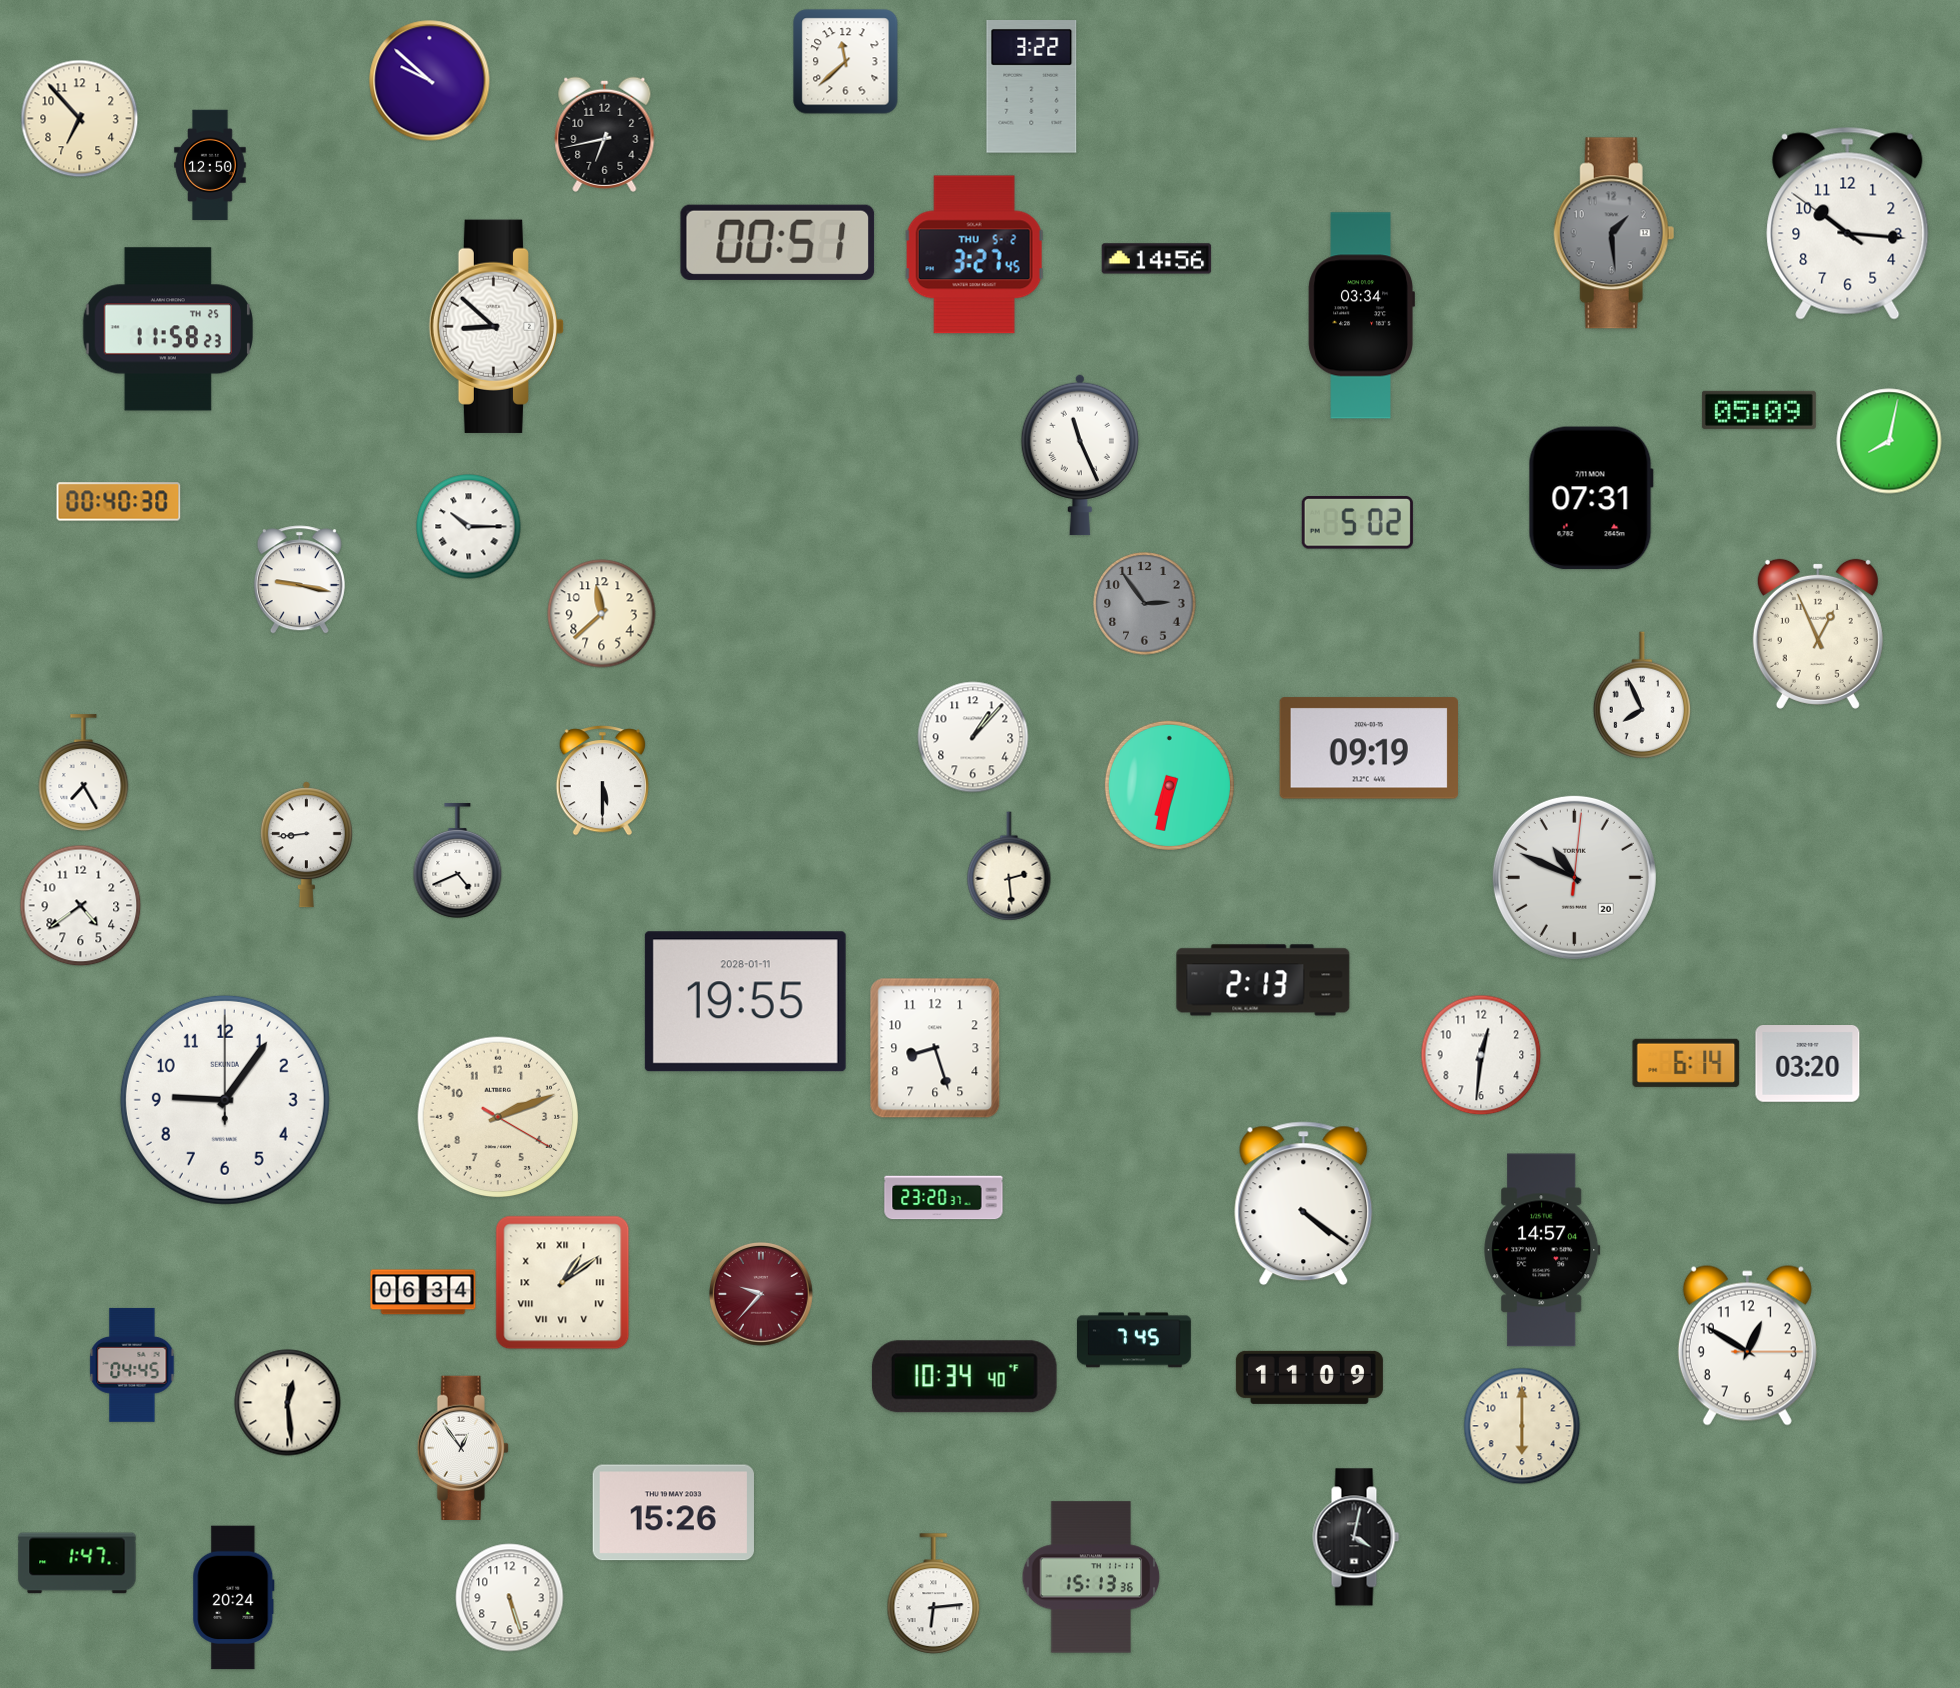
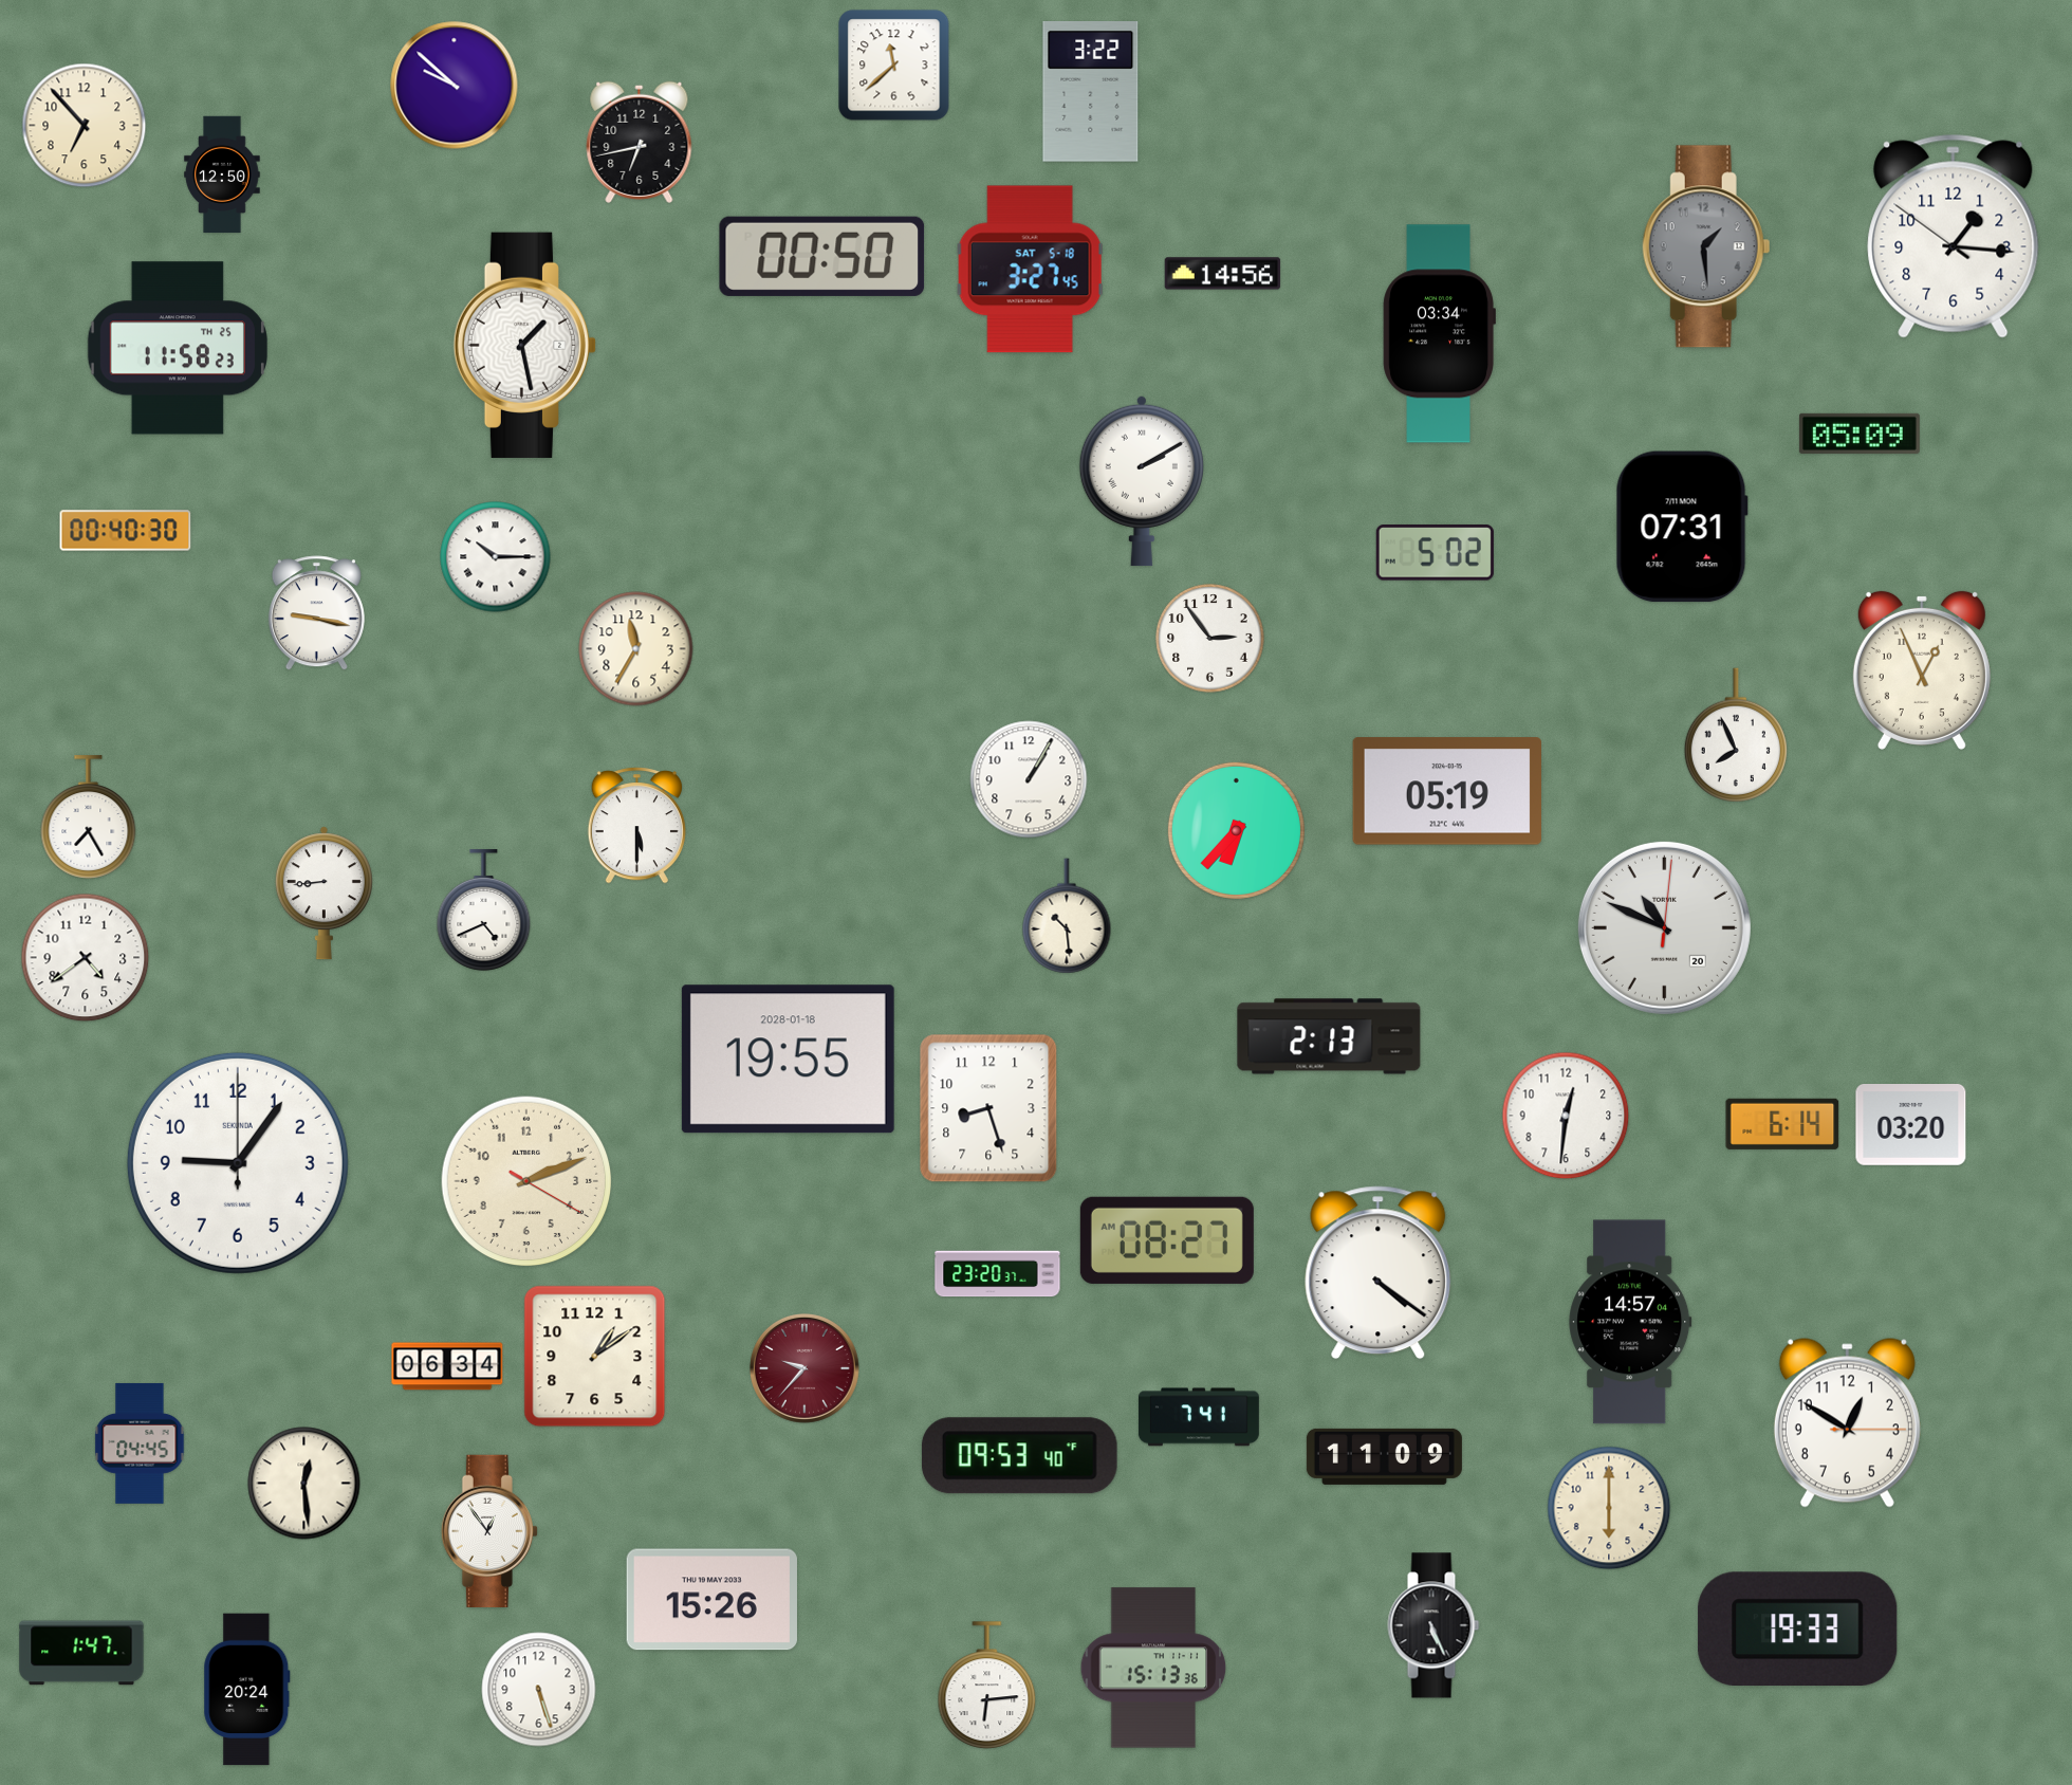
clock at (1848, 223): 10:15 -> 1:15
clock at (778, 242): 00:51 -> 00:50
clock at (975, 255) date: THU 5-2 -> SAT 5-18
clock at (496, 326): 8:52 -> 1:28
clock at (1889, 441): 8:02 -> none
clock at (1080, 455): 11:26 -> 2:10
clock at (1145, 604) dial: grey -> white
clock at (602, 614): 11:38 -> 11:35
clock at (973, 737): 1:07 -> 1:05
clock at (1368, 748): 09:19 -> 05:19
clock at (1169, 785): 6:32 -> 6:37
clock at (1009, 866): 2:29 -> 10:29
clock at (1263, 980) position: (1263, 980) -> (1329, 1036)
clock at (745, 1002) date: 2028-01-11 -> 2028-01-18
clock at (1167, 1240): none -> 08:27
clock at (944, 1198) position: (944, 1198) -> (998, 1274)
clock at (563, 1283) numerals: Roman -> Arabic
clock at (1134, 1340): 7:45 -> 7:41
clock at (964, 1377): 10:34 -> 09:53
clock at (1356, 1537): 4:02 -> 5:26
clock at (1798, 1628): none -> 19:33
